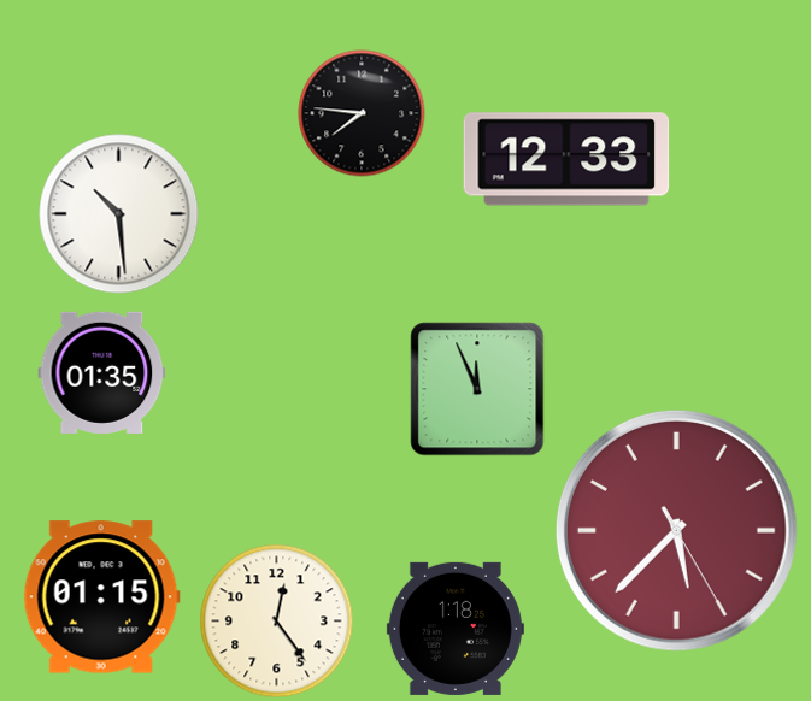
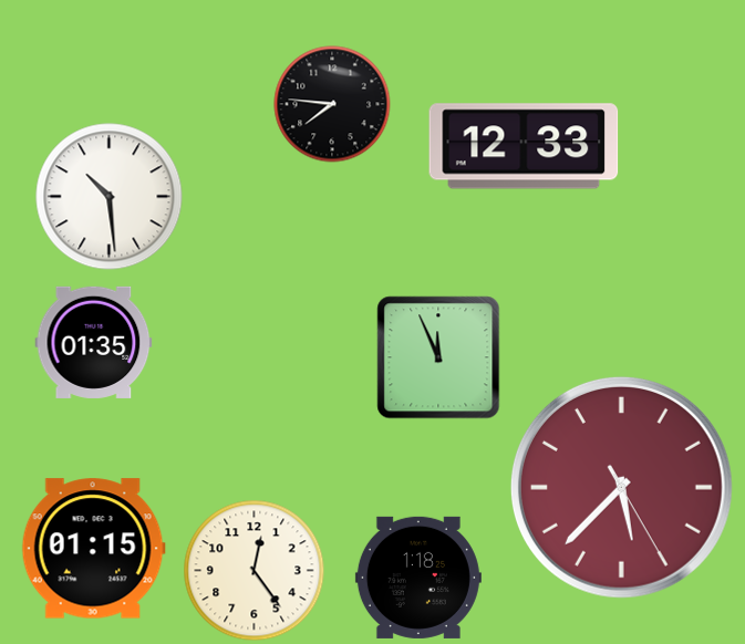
clock at (566, 159) position: (566, 159) -> (524, 146)
